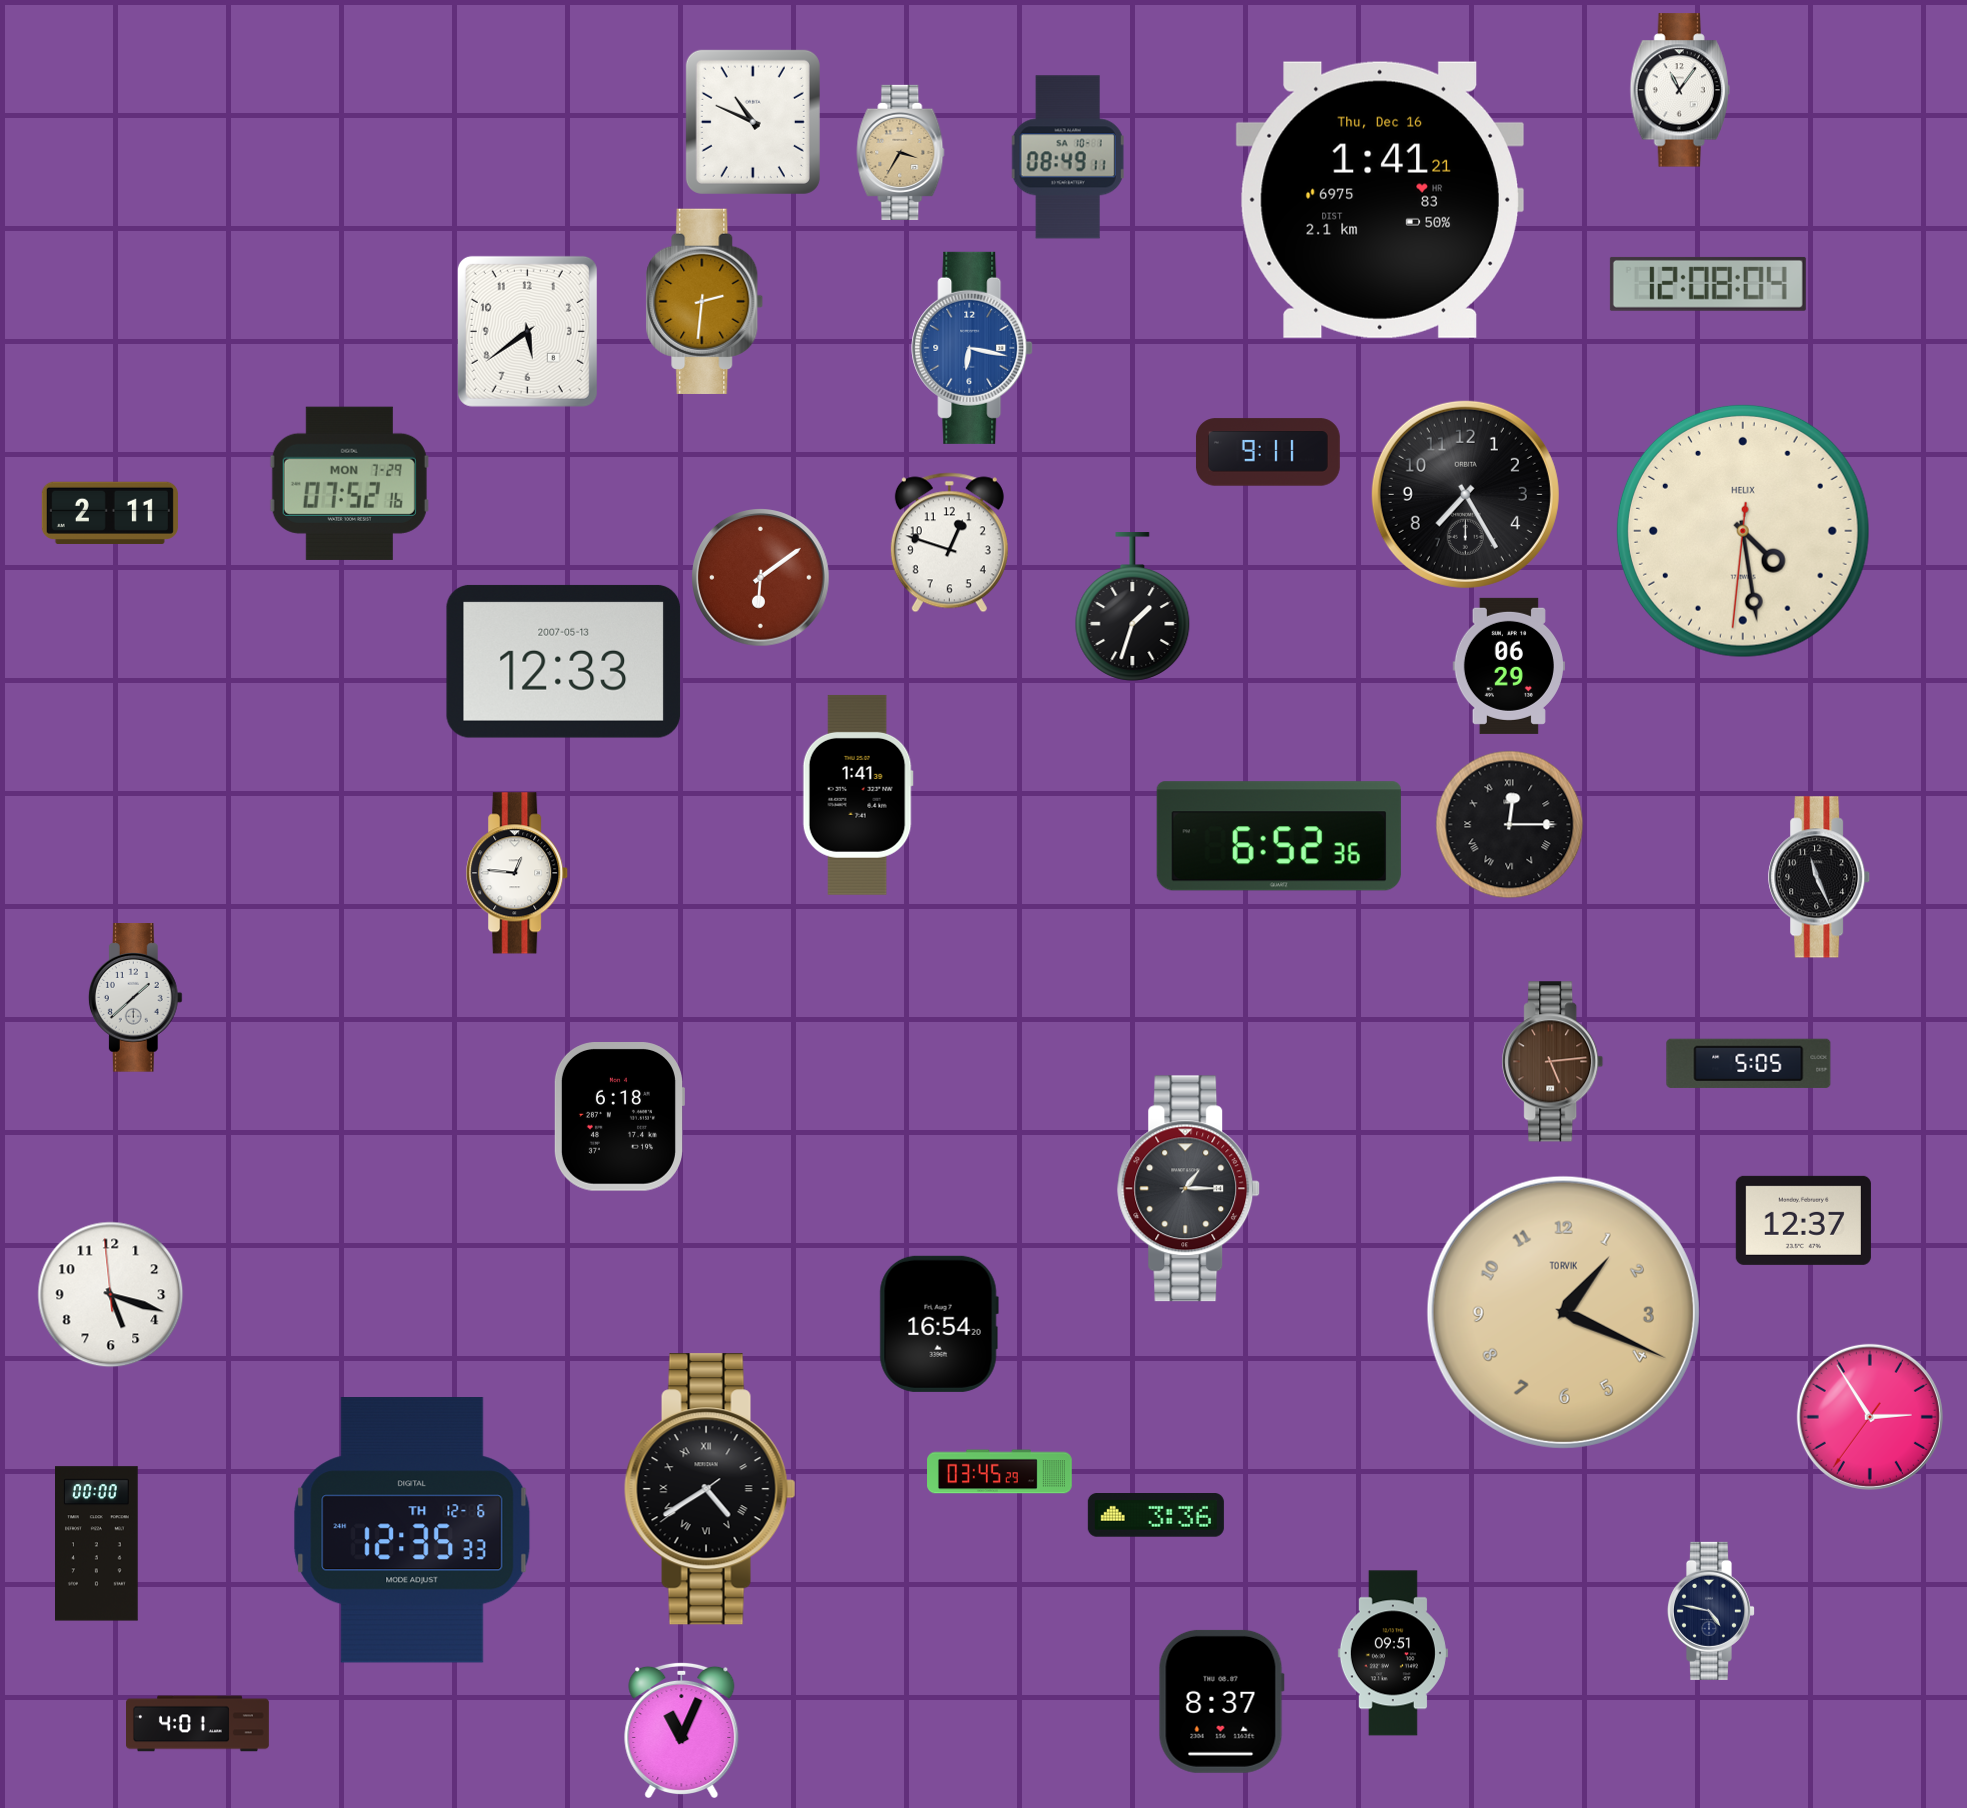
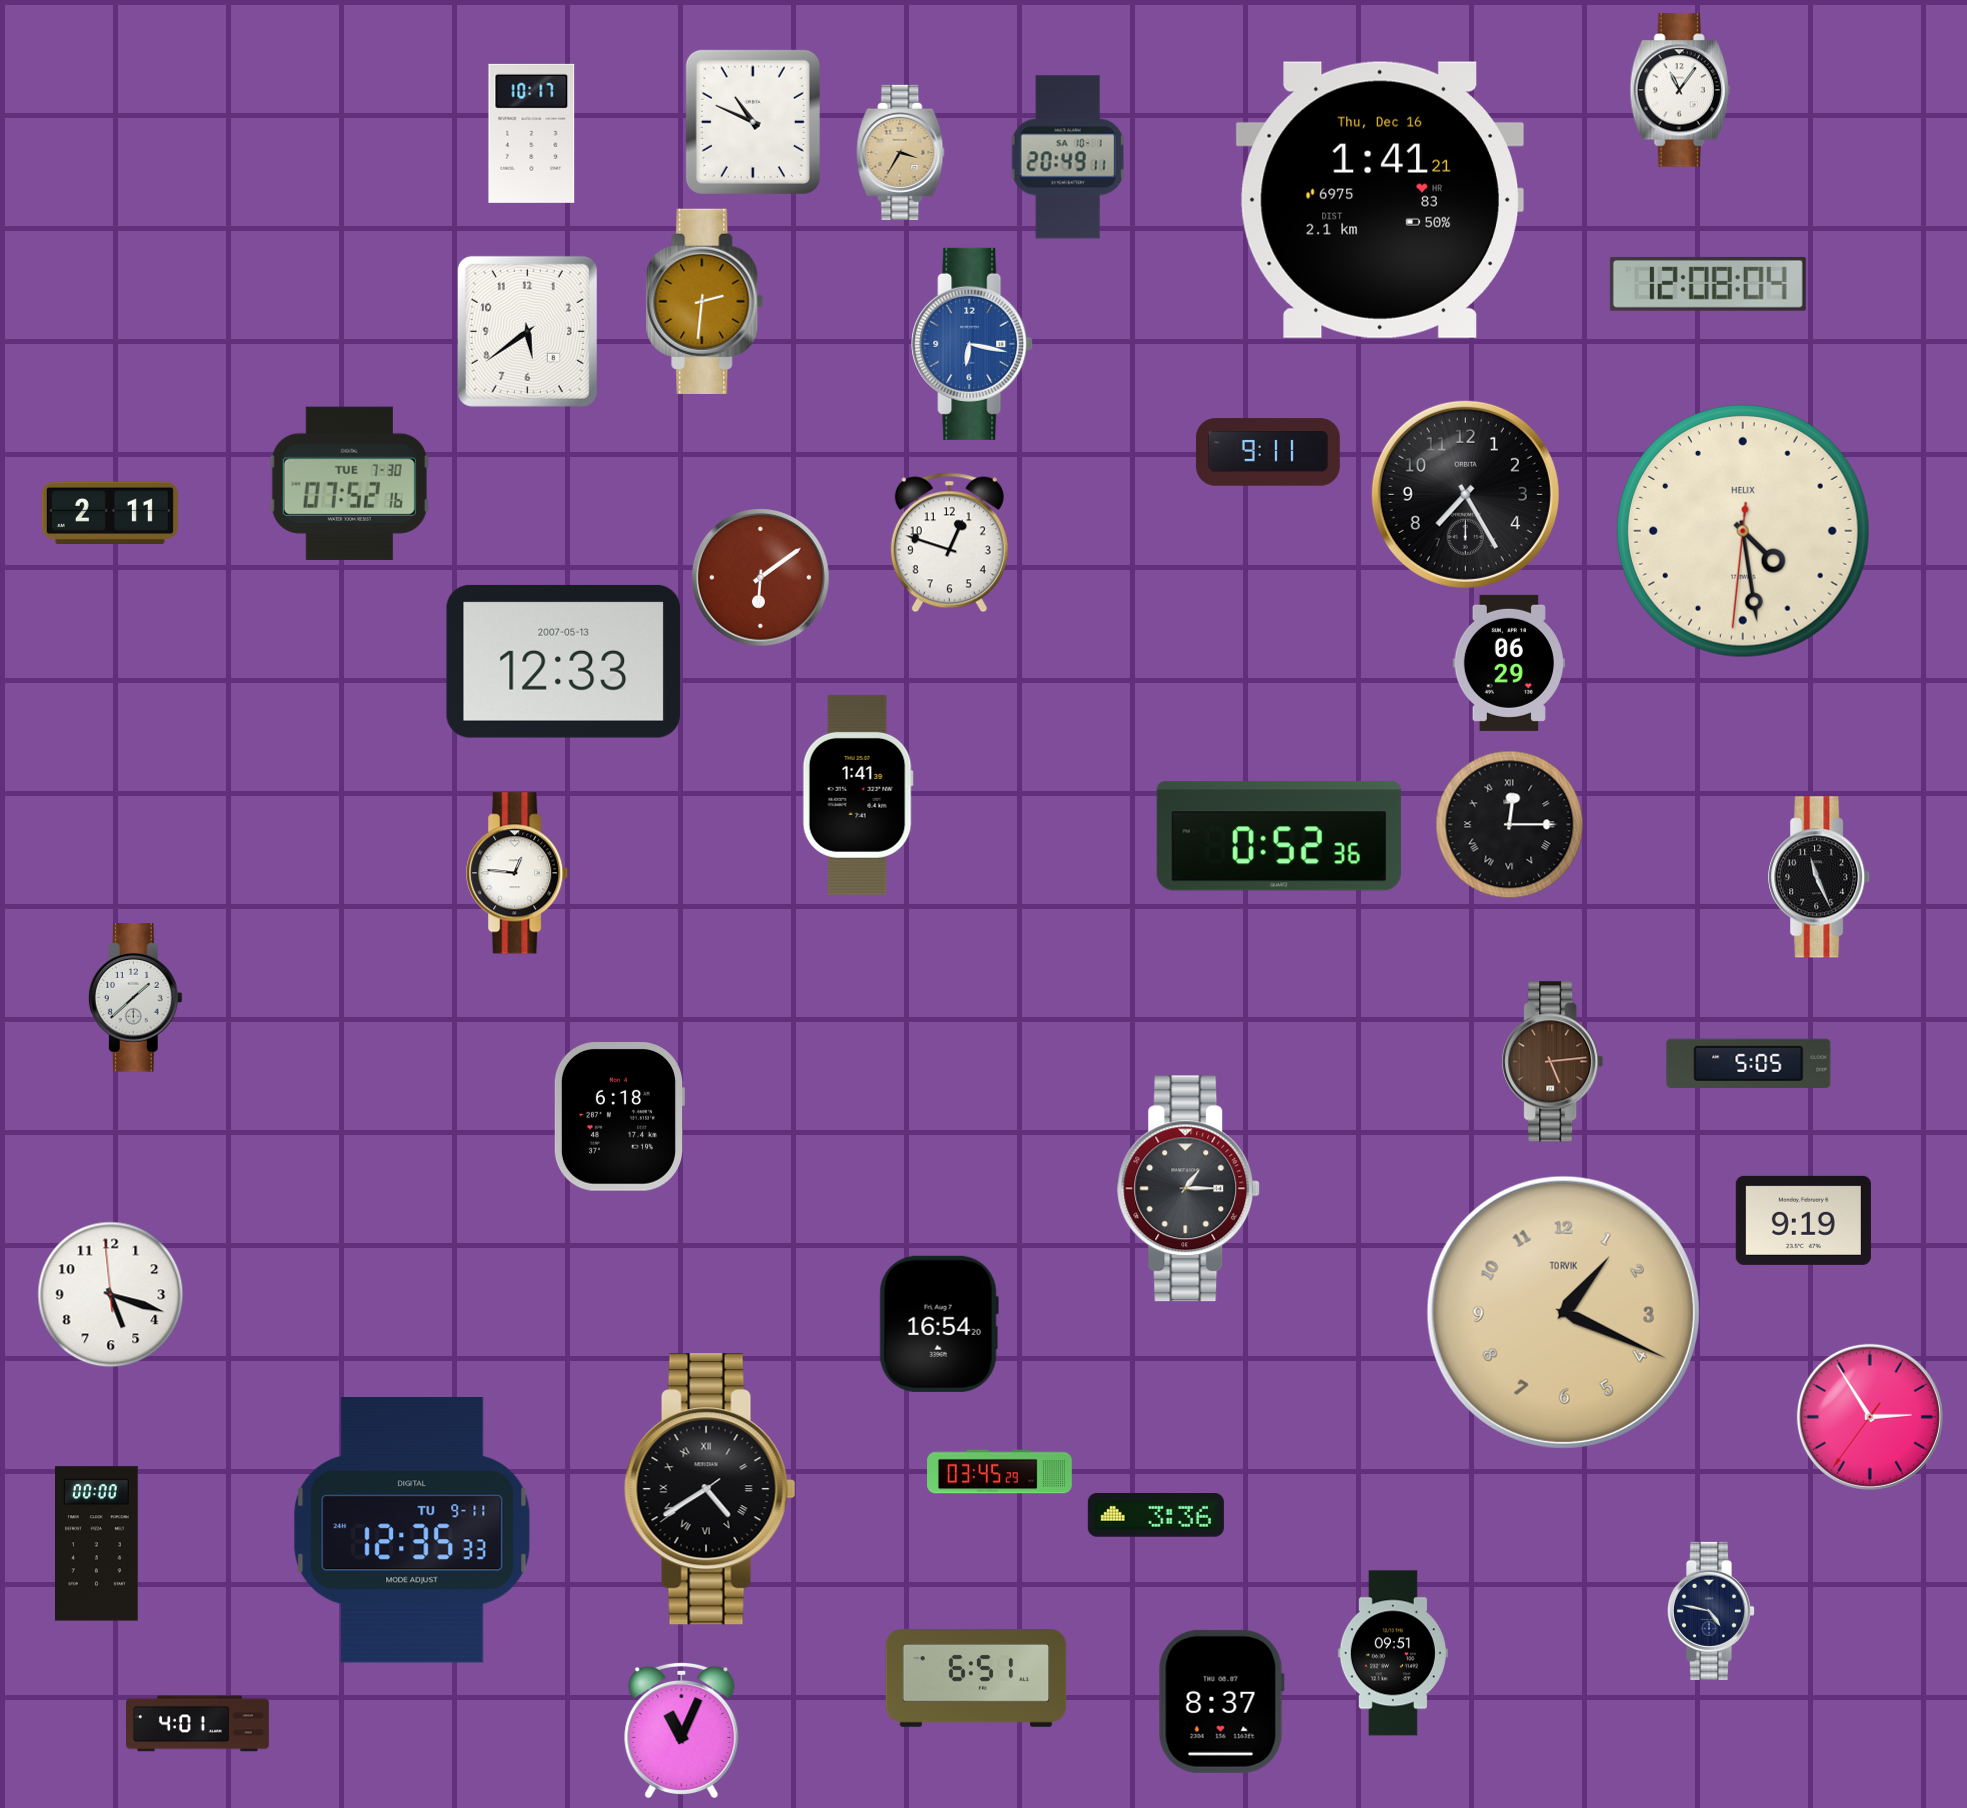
clock at (532, 133): none -> 10:17
clock at (1068, 157): 08:49 -> 20:49
clock at (972, 348) position: (972, 348) -> (972, 344)
clock at (349, 483) date: MON 7-29 -> TUE 7-30
clock at (1133, 607): 1:33 -> none
clock at (1508, 666) position: (1508, 666) -> (1508, 663)
clock at (1279, 836): 6:52 -> 0:52
clock at (1803, 1220): 12:37 -> 9:19
clock at (412, 1530) date: TH 12-6 -> TU 9-11
clock at (976, 1679): none -> 6:51
